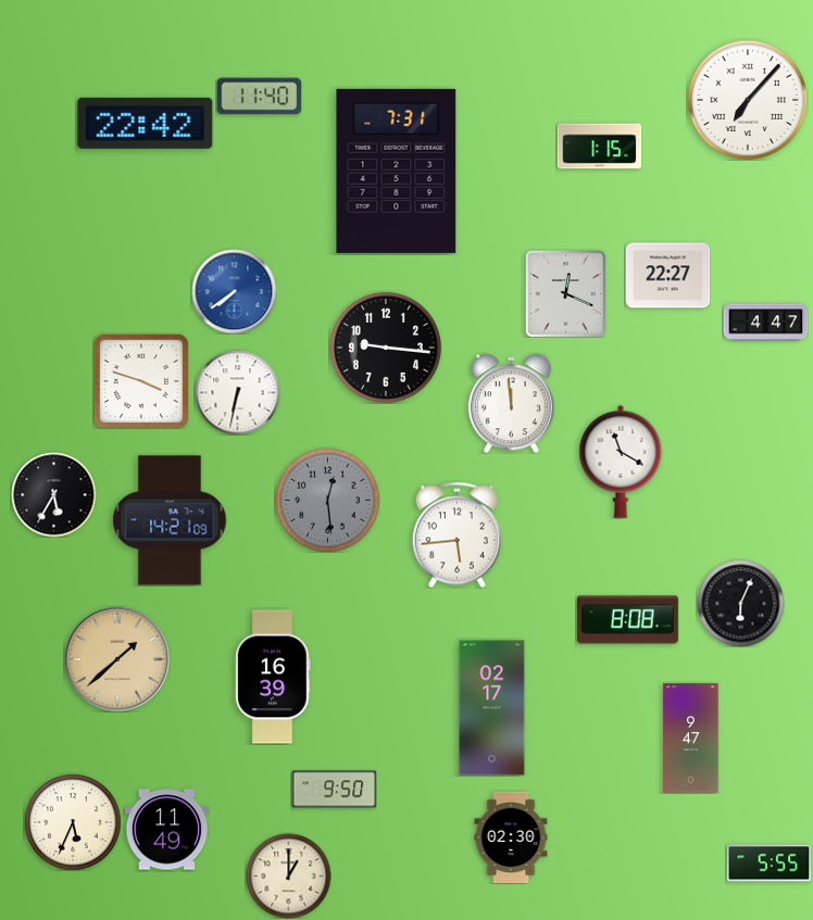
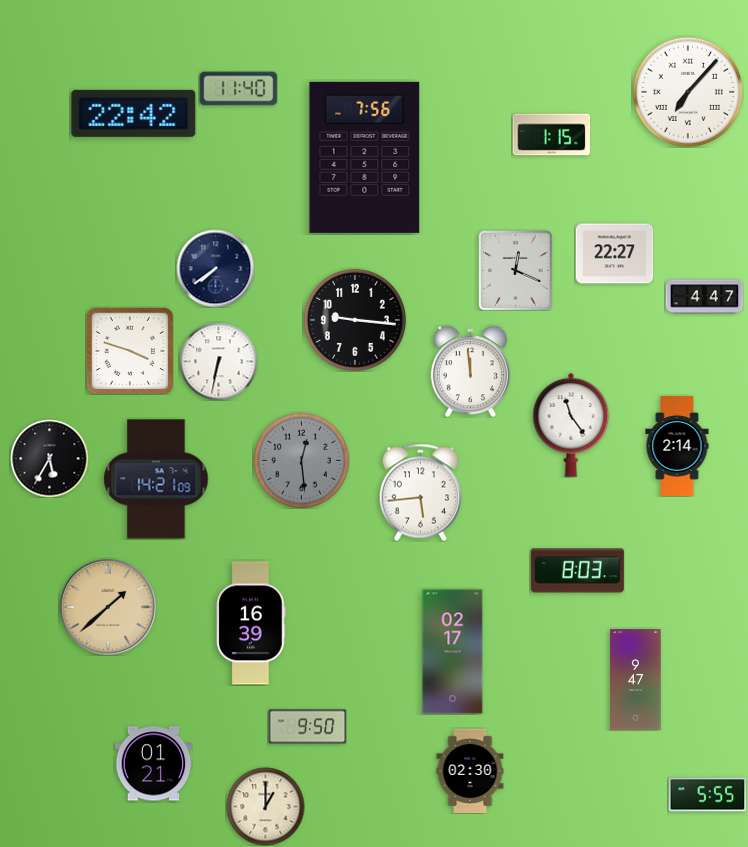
clock at (397, 171): 7:31 -> 7:56
clock at (234, 291) dial: blue -> navy
clock at (566, 293) position: (566, 293) -> (516, 270)
clock at (621, 462): 11:20 -> 11:24
clock at (677, 446): none -> 2:14
clock at (53, 494) position: (53, 494) -> (49, 458)
clock at (740, 603): 6:04 -> none
clock at (627, 620): 8:08 -> 8:03
clock at (73, 822): 5:34 -> none
clock at (166, 830): 11:49 -> 01:21
